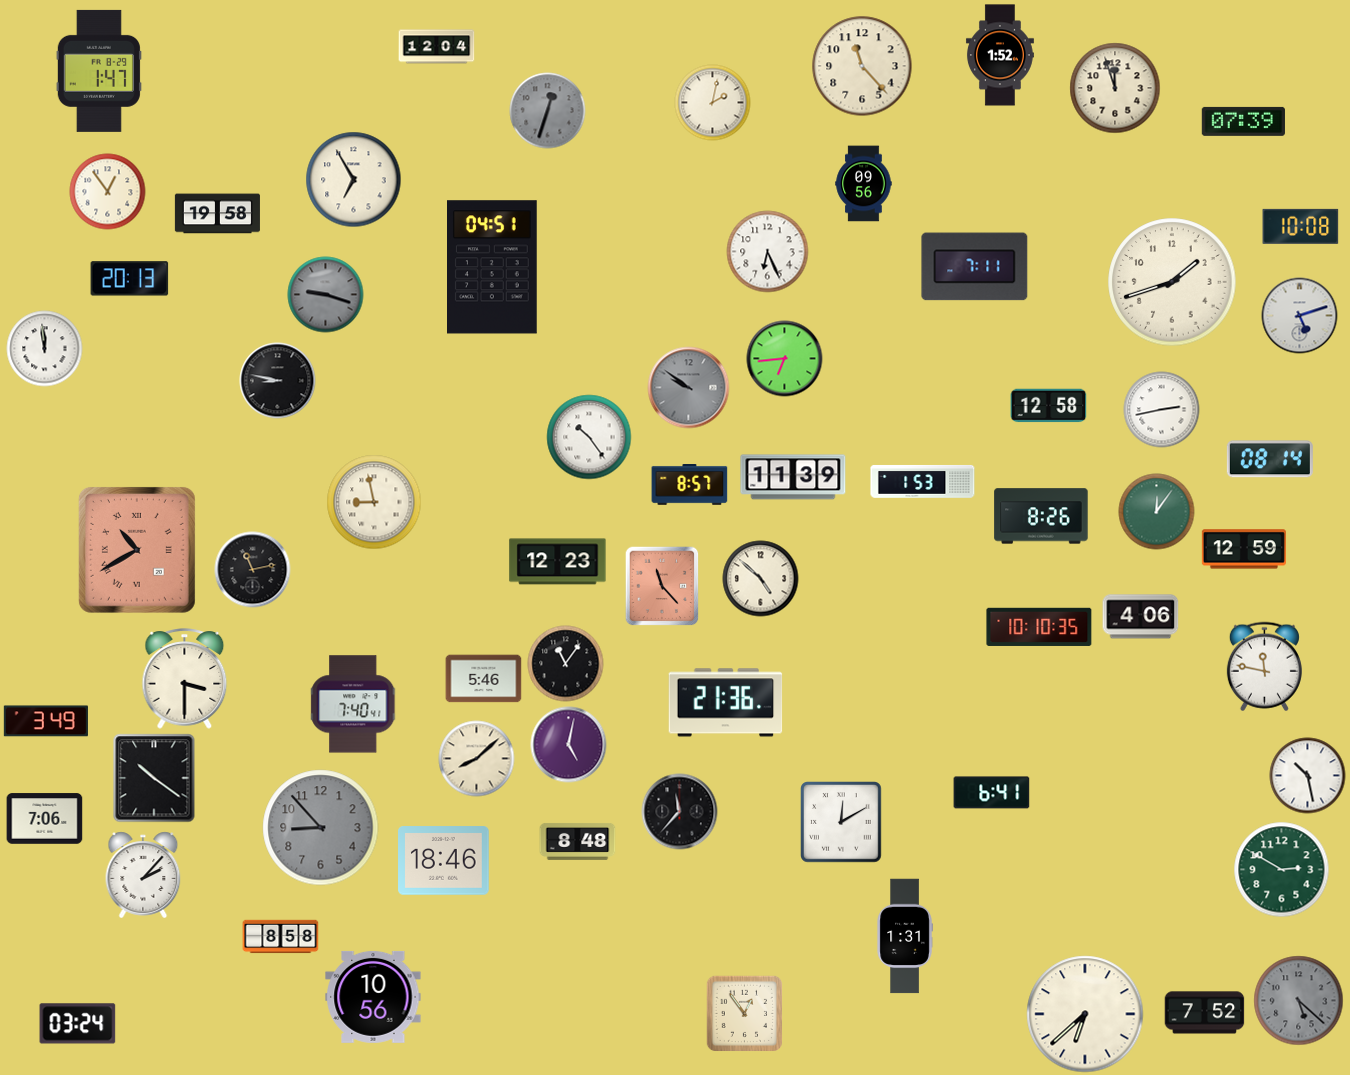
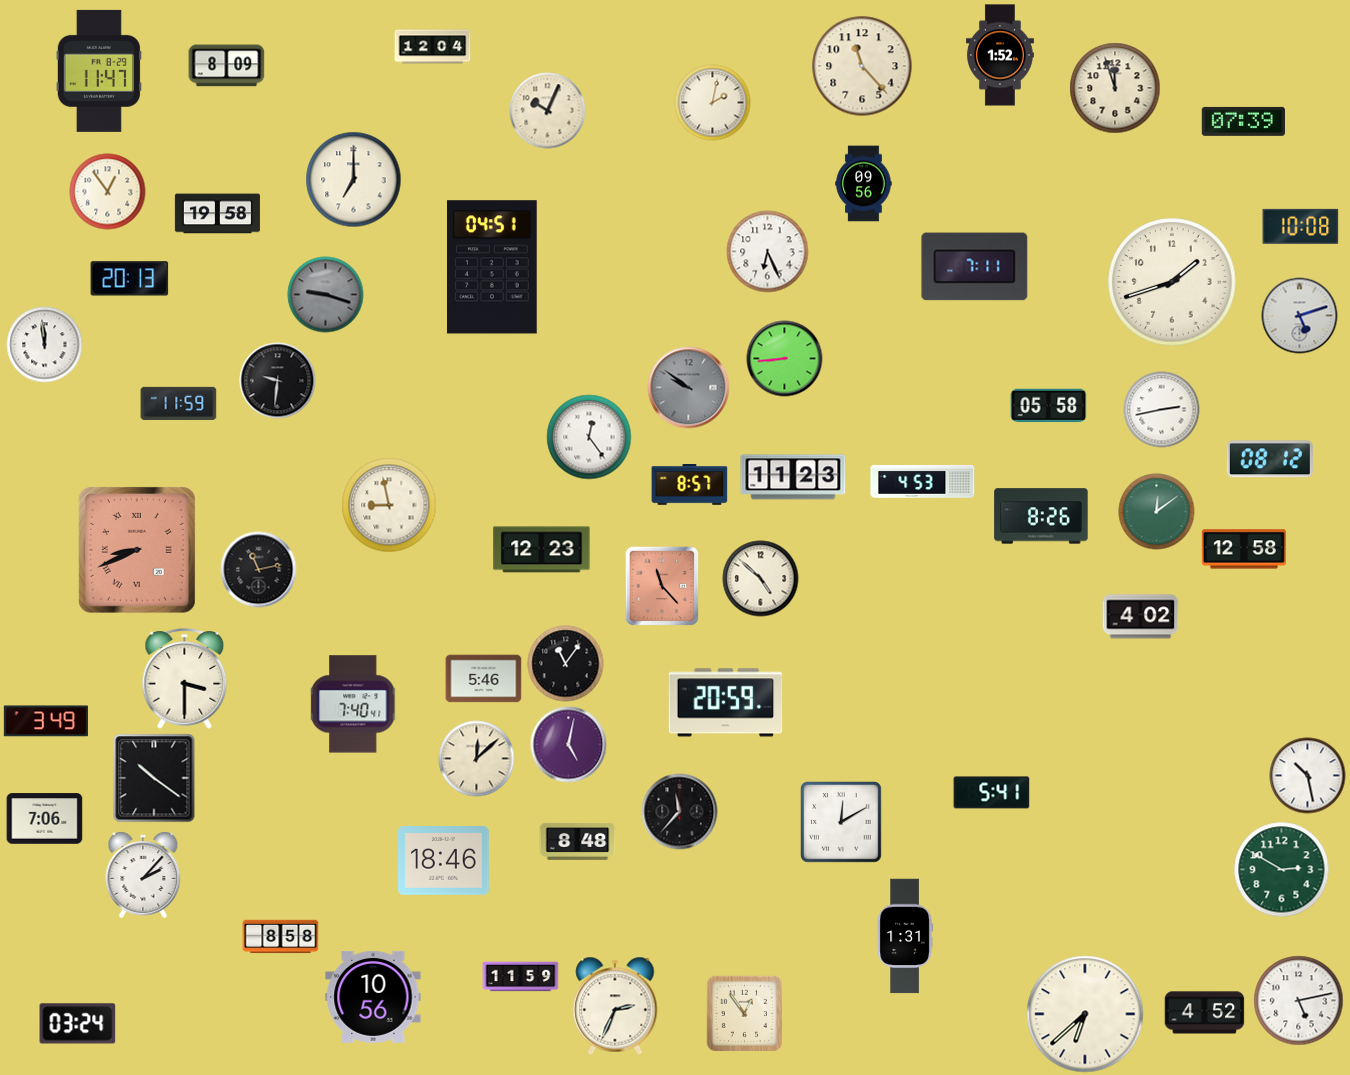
clock at (437, 47) position: (437, 47) -> (433, 47)
clock at (227, 66): none -> 8:09
clock at (99, 71): 1:47 -> 11:47
clock at (548, 111): 12:33 -> 10:04
clock at (548, 111) dial: grey -> cream
clock at (354, 180): 6:55 -> 7:00
clock at (45, 349) position: (45, 349) -> (45, 345)
clock at (785, 359): 6:44 -> 8:44
clock at (278, 381): 8:47 -> 9:31
clock at (179, 403): none -> 11:59
clock at (1049, 406): 12:58 -> 05:58
clock at (589, 437): 10:24 -> 12:24
clock at (1270, 459): 08:14 -> 08:12
clock at (793, 477): 11:39 -> 11:23
clock at (923, 482): 1:53 -> 4:53
clock at (374, 502) position: (374, 502) -> (389, 505)
clock at (1157, 512): 12:06 -> 12:09
clock at (1244, 549): 12:59 -> 12:58
clock at (137, 550): 10:40 -> 8:41
clock at (558, 562) position: (558, 562) -> (542, 550)
clock at (253, 570) position: (253, 570) -> (259, 570)
clock at (1141, 617): 4:06 -> 4:02
clock at (1039, 627): 10:10 -> none
clock at (1264, 667): 11:47 -> none
clock at (726, 703): 21:36 -> 20:59
clock at (477, 759): 8:08 -> 12:08
clock at (992, 793): 6:41 -> 5:41
clock at (321, 828): 8:53 -> none
clock at (521, 977): none -> 11:59
clock at (1299, 1001): 5:22 -> 5:13
clock at (1299, 1001) dial: grey -> white
clock at (615, 1006): none -> 2:34
clock at (1205, 1013): 7:52 -> 4:52
